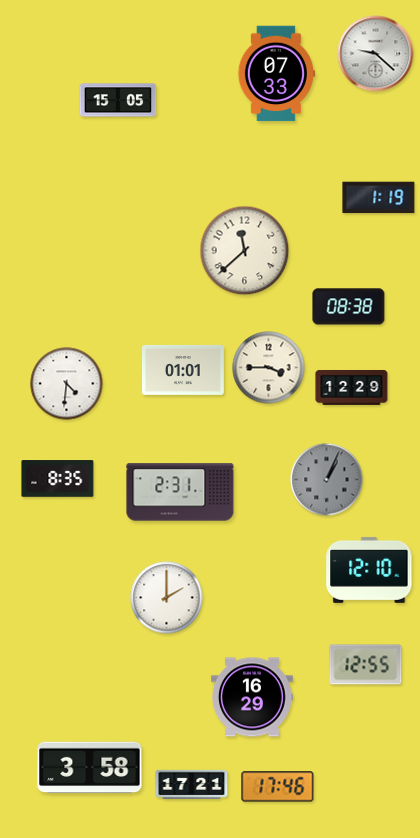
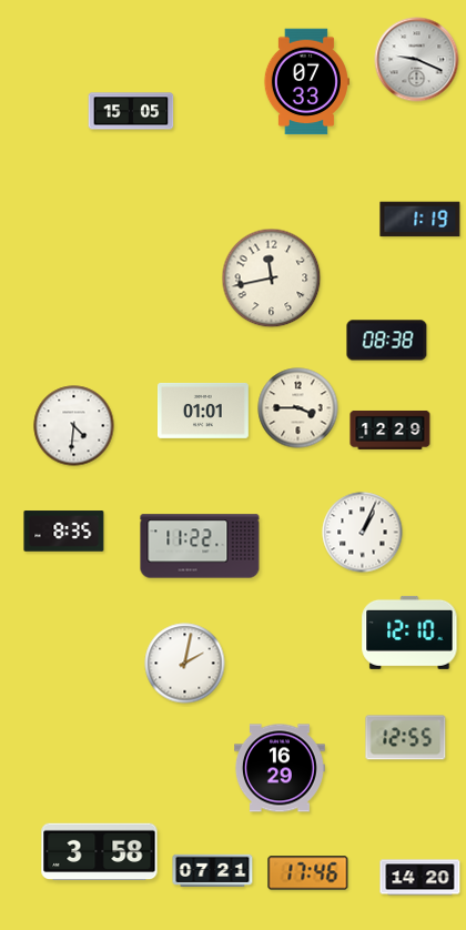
clock at (376, 54): 9:22 -> 9:19
clock at (245, 251): 11:38 -> 11:43
clock at (327, 480) dial: grey -> white
clock at (180, 492): 2:31 -> 11:22
clock at (167, 598): 2:00 -> 2:02
clock at (253, 697) position: (253, 697) -> (281, 768)
clock at (192, 784): 17:21 -> 07:21
clock at (421, 878): none -> 14:20
